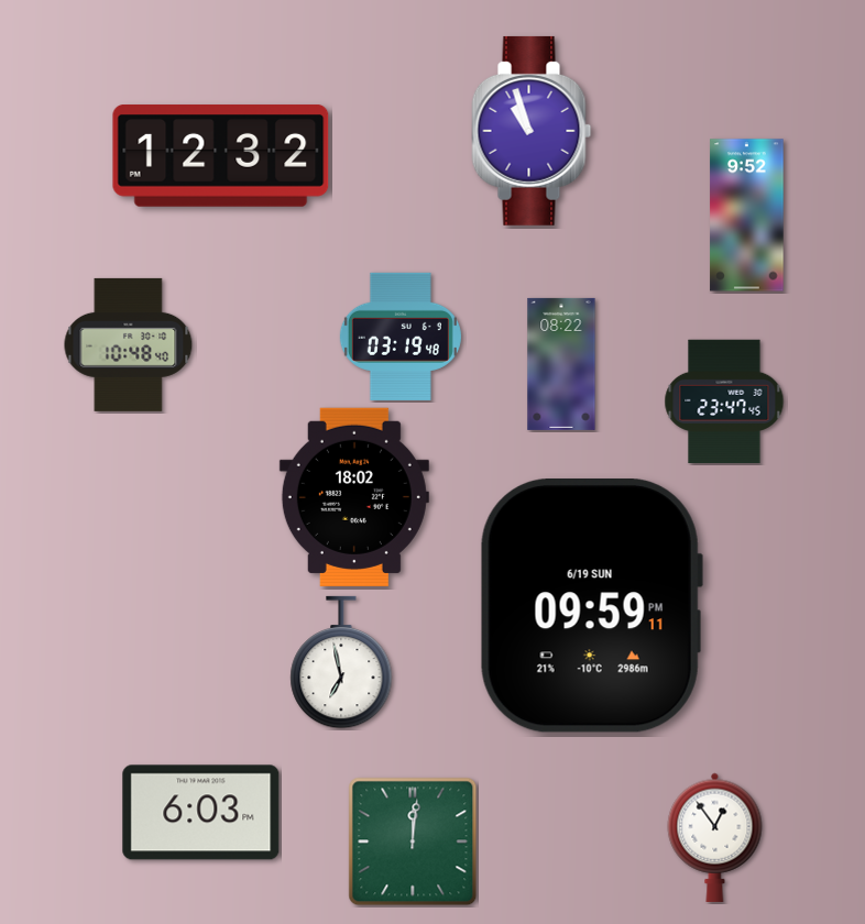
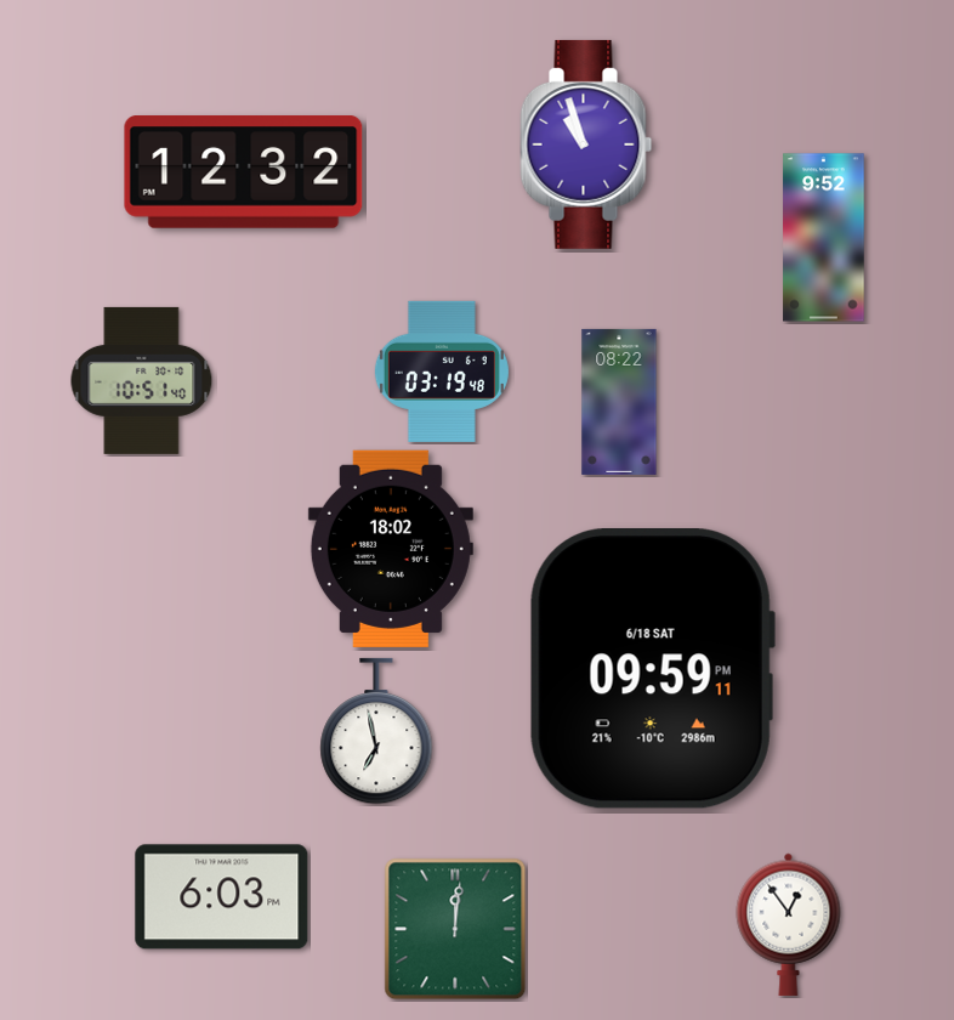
clock at (129, 344): 10:48 -> 10:51
clock at (724, 402): 23:47 -> none
clock at (591, 606) date: 6/19 SUN -> 6/18 SAT
